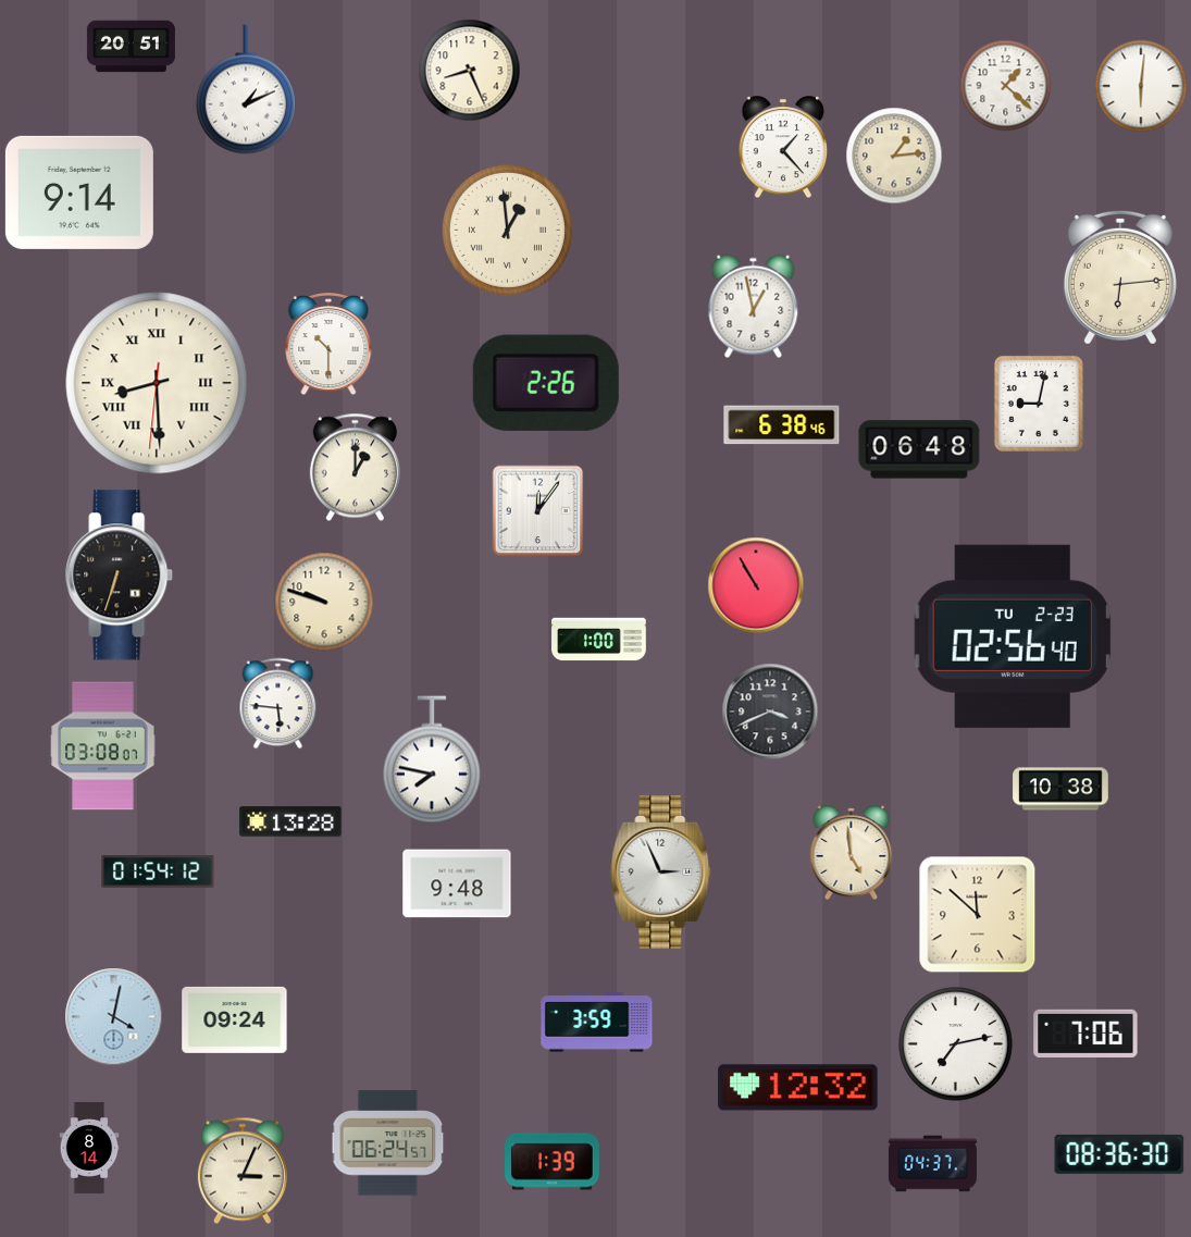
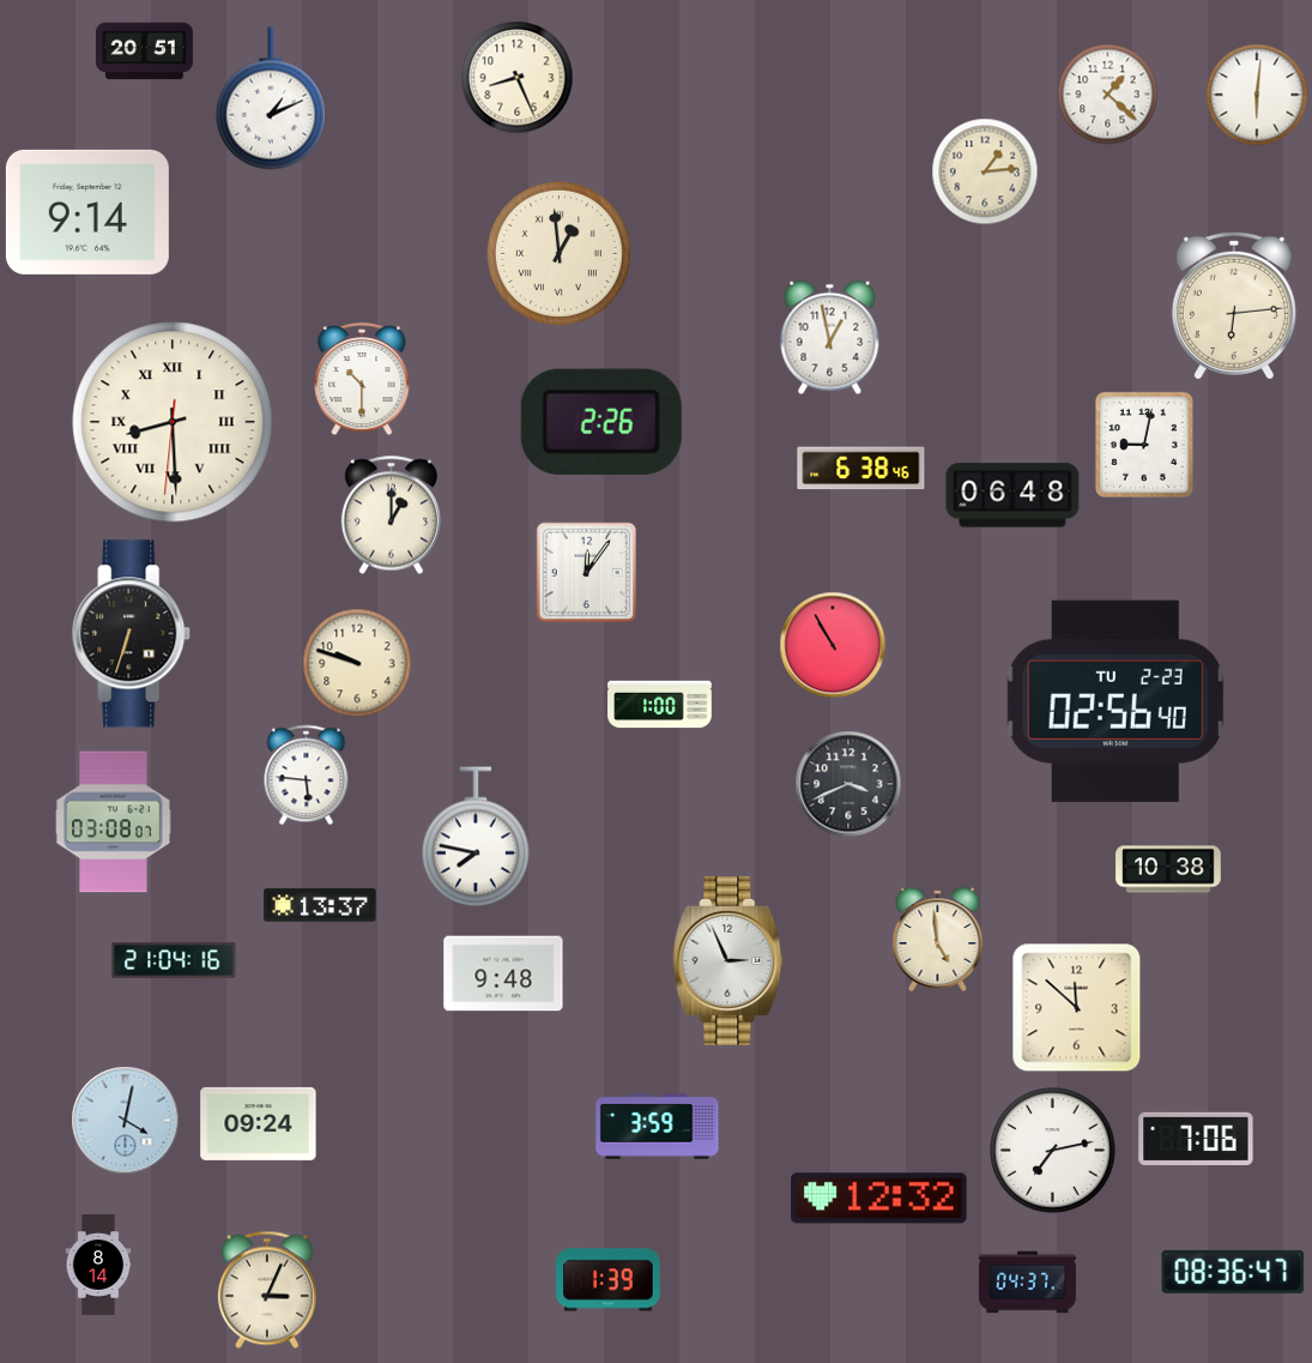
clock at (783, 148): 1:23 -> none
clock at (537, 510) position: (537, 510) -> (586, 572)
clock at (290, 821): 13:28 -> 13:37
clock at (158, 871): 01:54 -> 21:04
clock at (387, 1143): 06:24 -> none
clock at (1119, 1154): 08:36:30 -> 08:36:47
